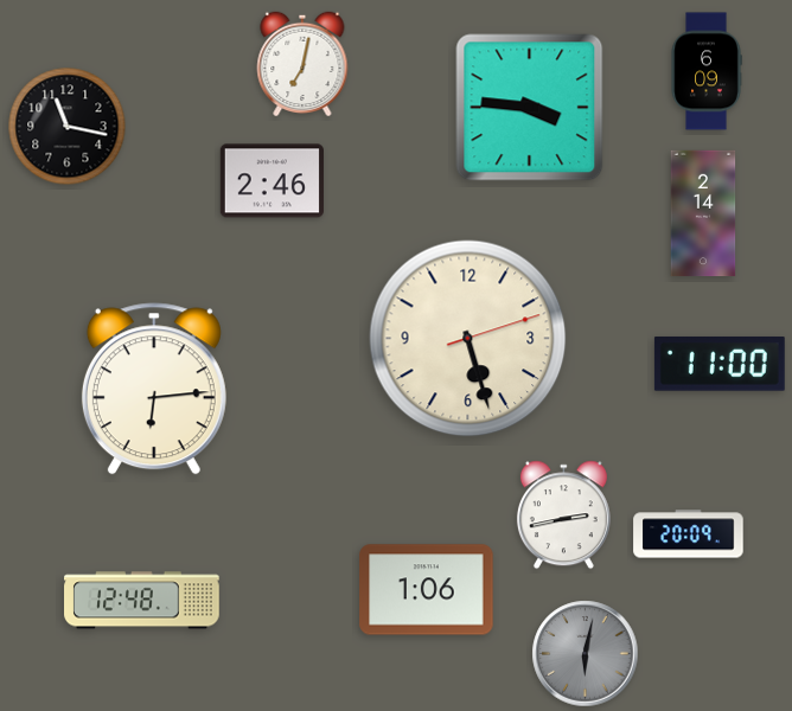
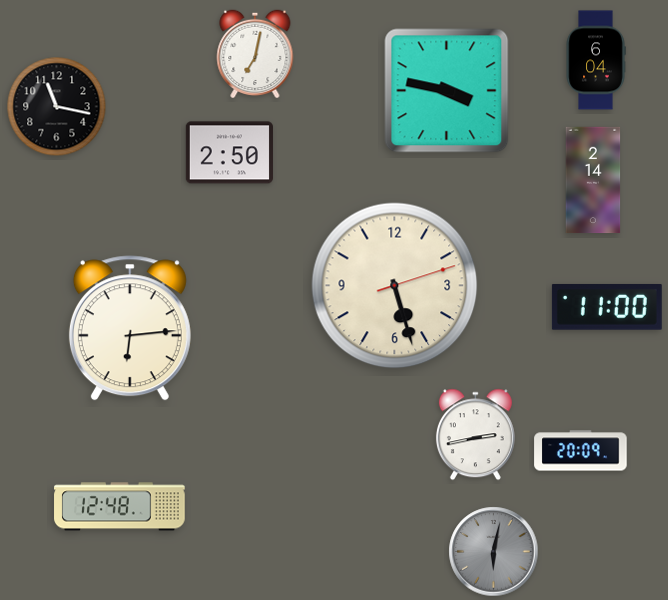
clock at (707, 71): 6:09 -> 6:04
clock at (530, 108): 3:46 -> 3:47
clock at (272, 181): 2:46 -> 2:50
clock at (427, 590): 1:06 -> none
